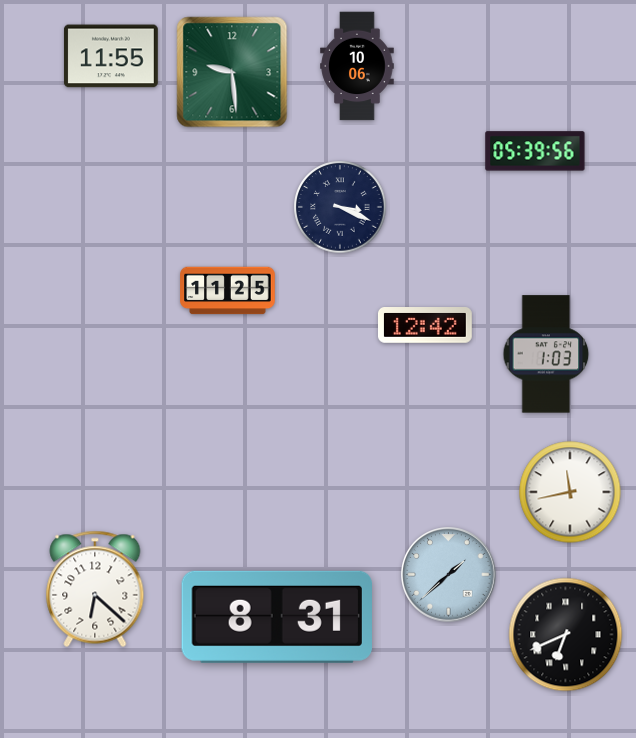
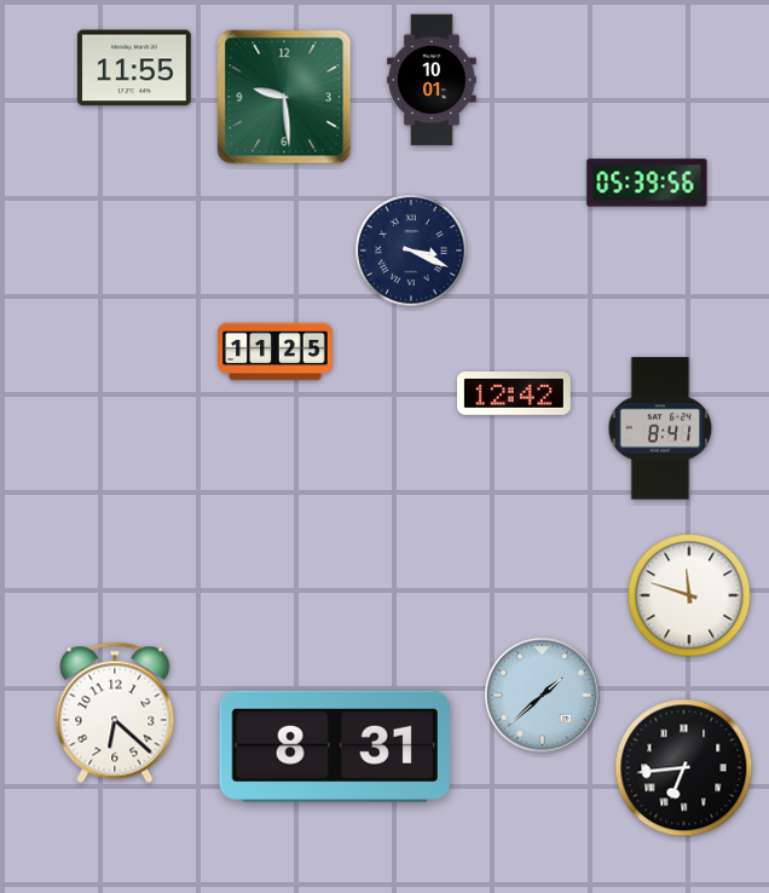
clock at (357, 66): 10:06 -> 10:01
clock at (232, 72) position: (232, 72) -> (284, 97)
clock at (546, 354): 1:03 -> 8:41
clock at (570, 492): 11:43 -> 11:48
clock at (566, 635): 6:41 -> 6:44
